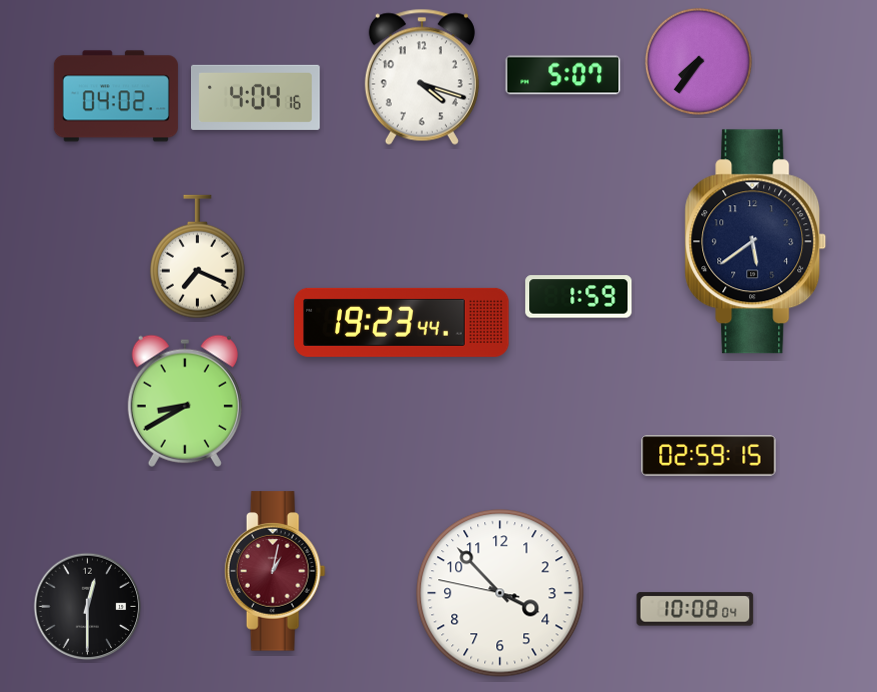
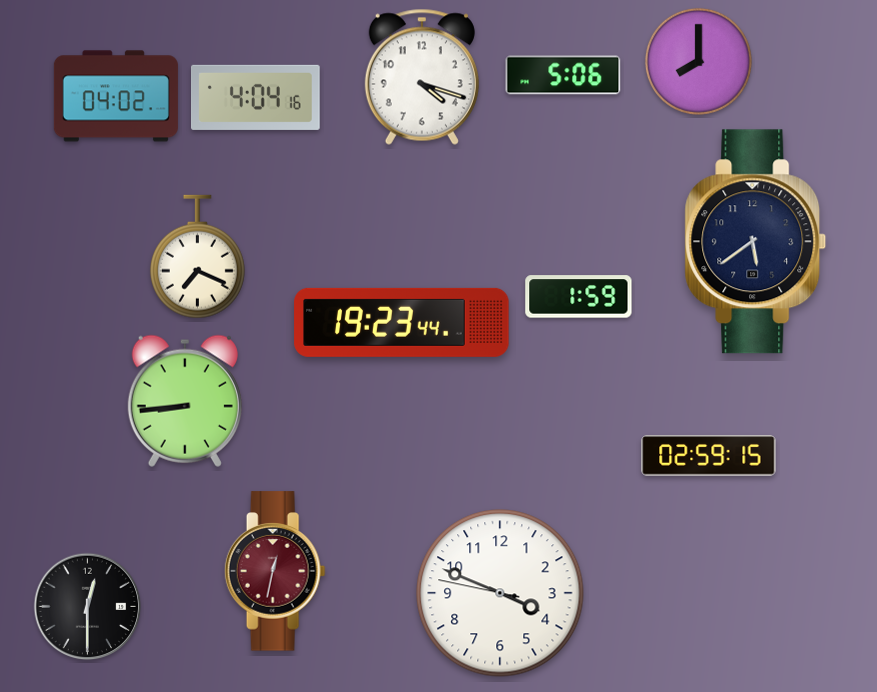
clock at (698, 61): 7:36 -> 8:00
clock at (563, 75): 5:07 -> 5:06
clock at (185, 401): 8:40 -> 8:44
clock at (275, 571): 1:02 -> 12:32
clock at (500, 593): 3:52 -> 3:48
clock at (695, 609): 10:08 -> none
